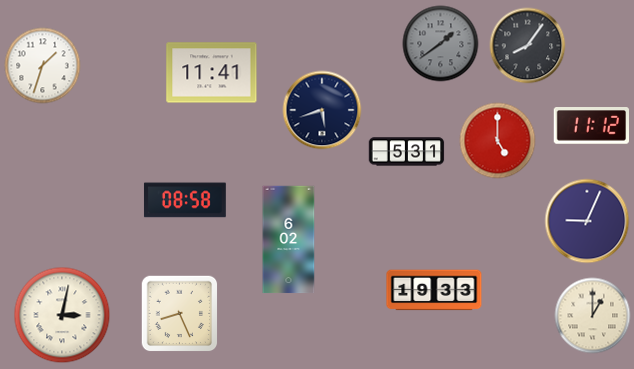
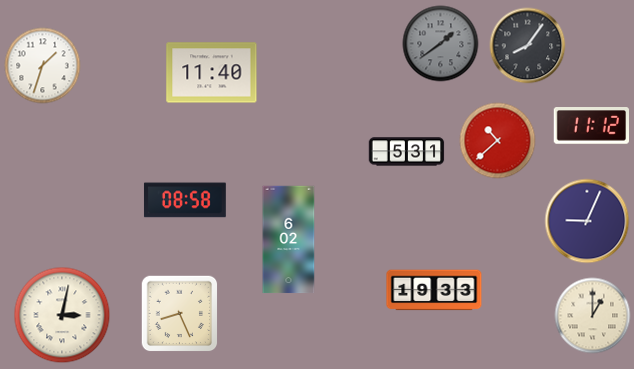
clock at (212, 73): 11:41 -> 11:40
clock at (322, 110): 5:42 -> none
clock at (498, 141): 5:00 -> 10:38
